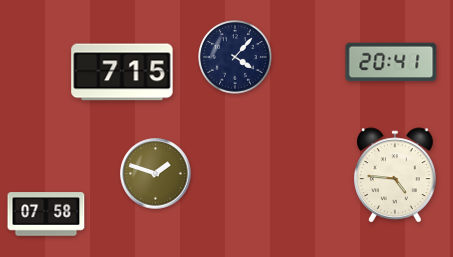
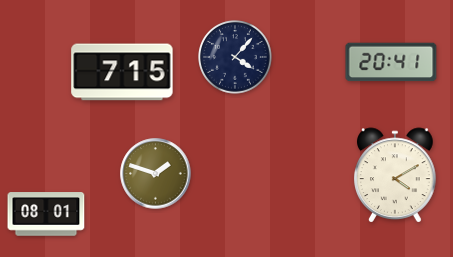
clock at (396, 175): 4:46 -> 4:10
clock at (46, 214): 07:58 -> 08:01
